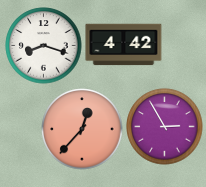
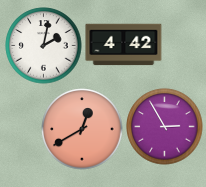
clock at (44, 46): 8:18 -> 2:02
clock at (82, 129): 12:37 -> 12:40
